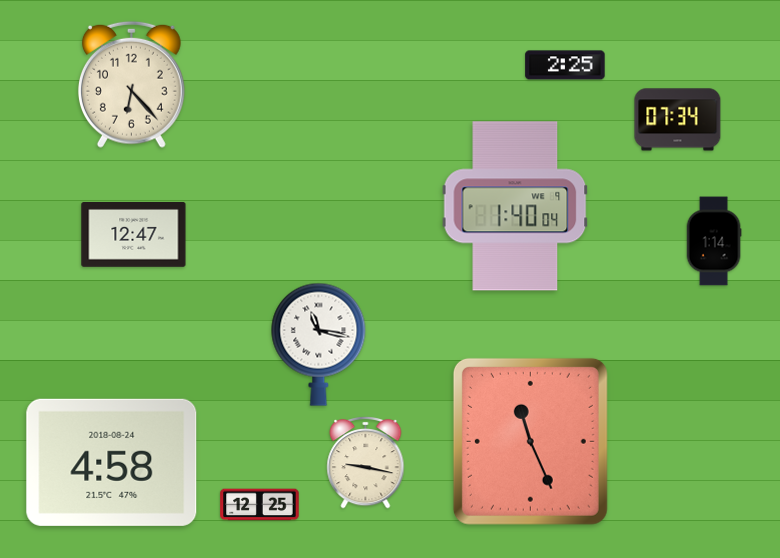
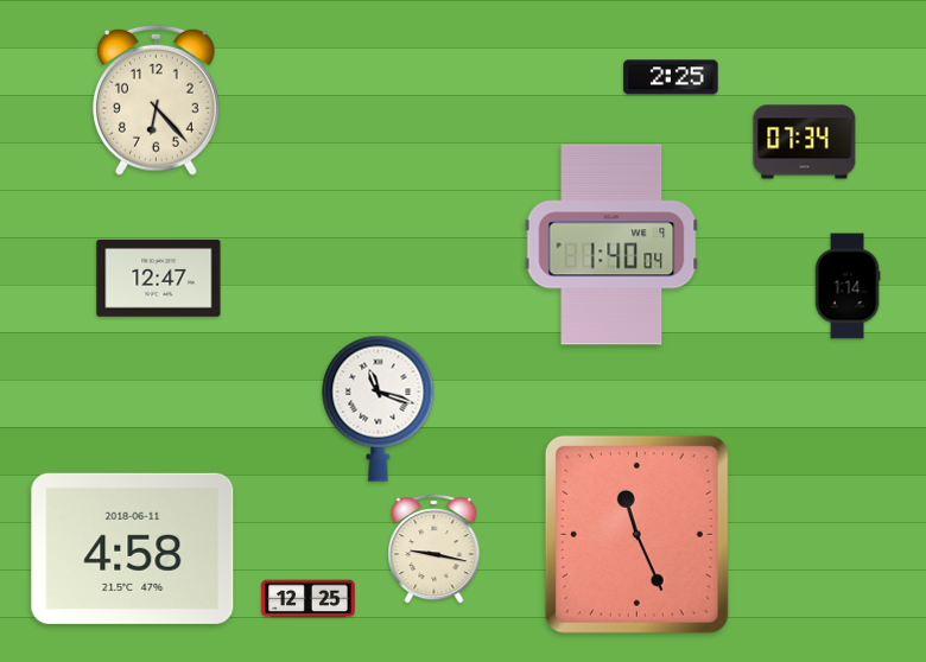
clock at (319, 344): 11:17 -> 11:18
clock at (530, 441) position: (530, 441) -> (636, 534)
clock at (112, 462) date: 2018-08-24 -> 2018-06-11
